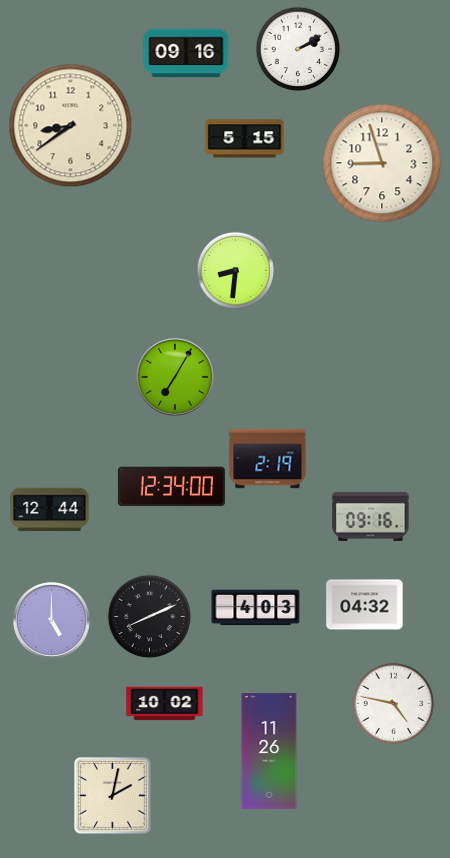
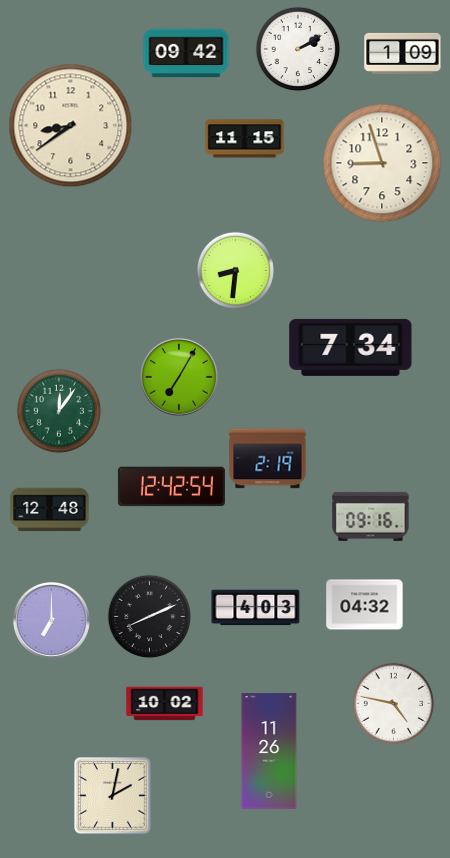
clock at (186, 53): 09:16 -> 09:42
clock at (403, 53): none -> 1:09
clock at (245, 139): 5:15 -> 11:15
clock at (351, 347): none -> 7:34
clock at (175, 377) position: (175, 377) -> (179, 377)
clock at (59, 411): none -> 12:06
clock at (171, 487): 12:34 -> 12:42
clock at (50, 510): 12:44 -> 12:48
clock at (51, 620): 5:00 -> 7:00
